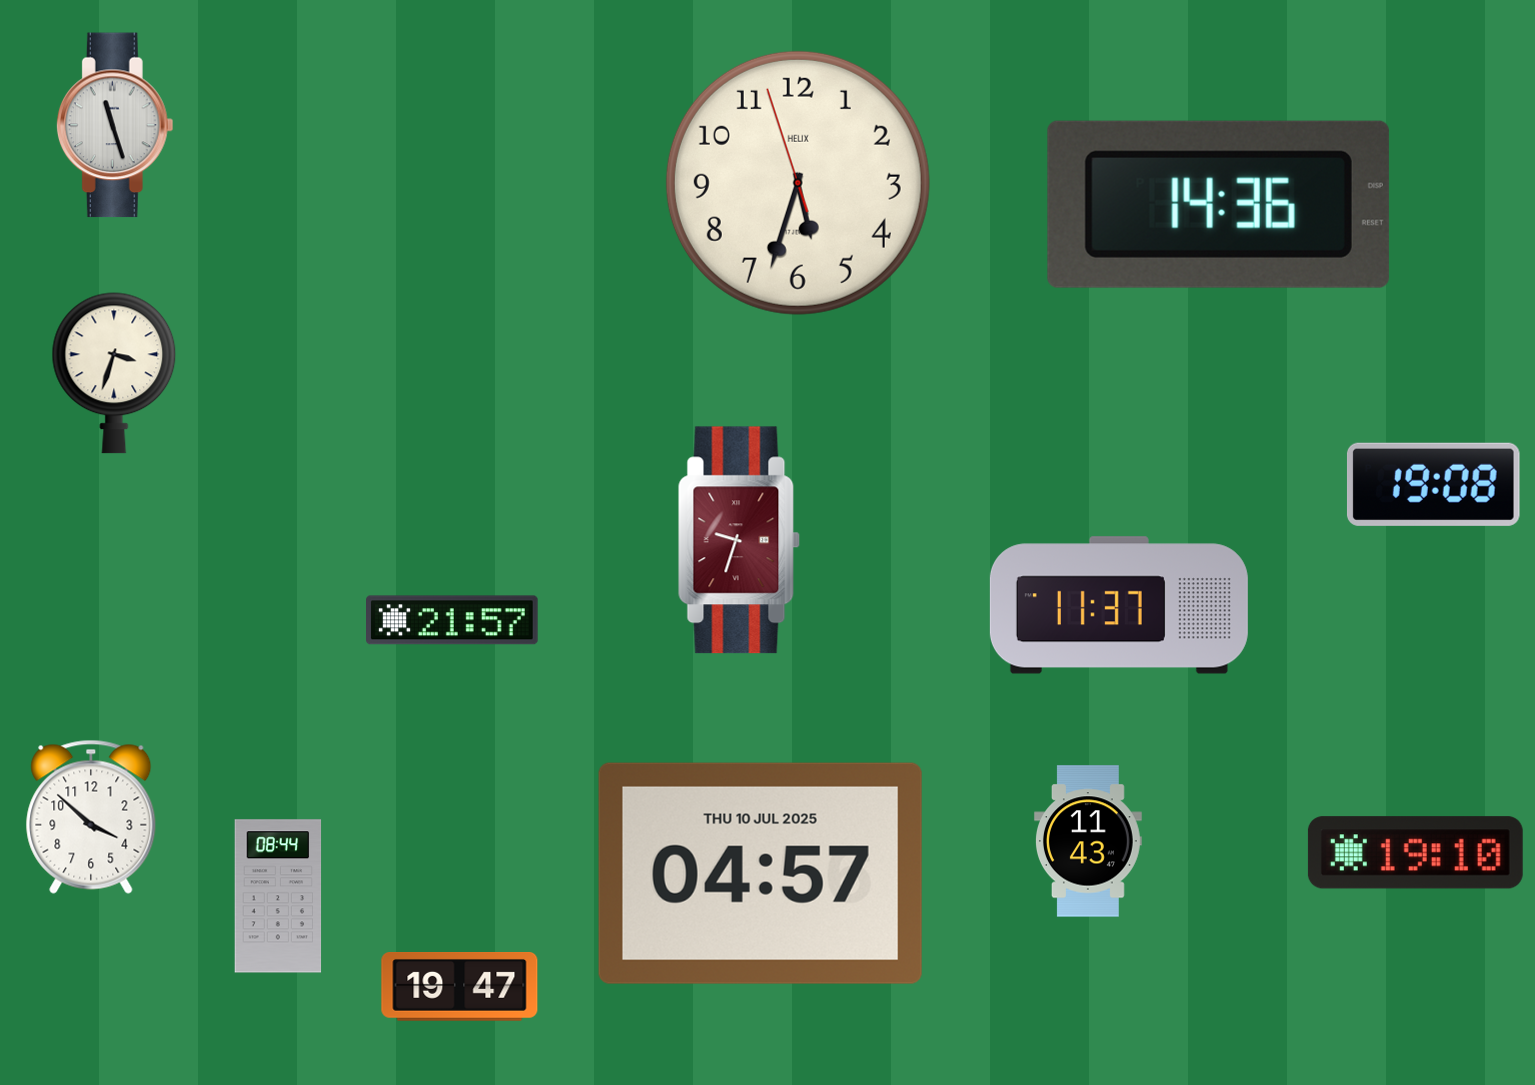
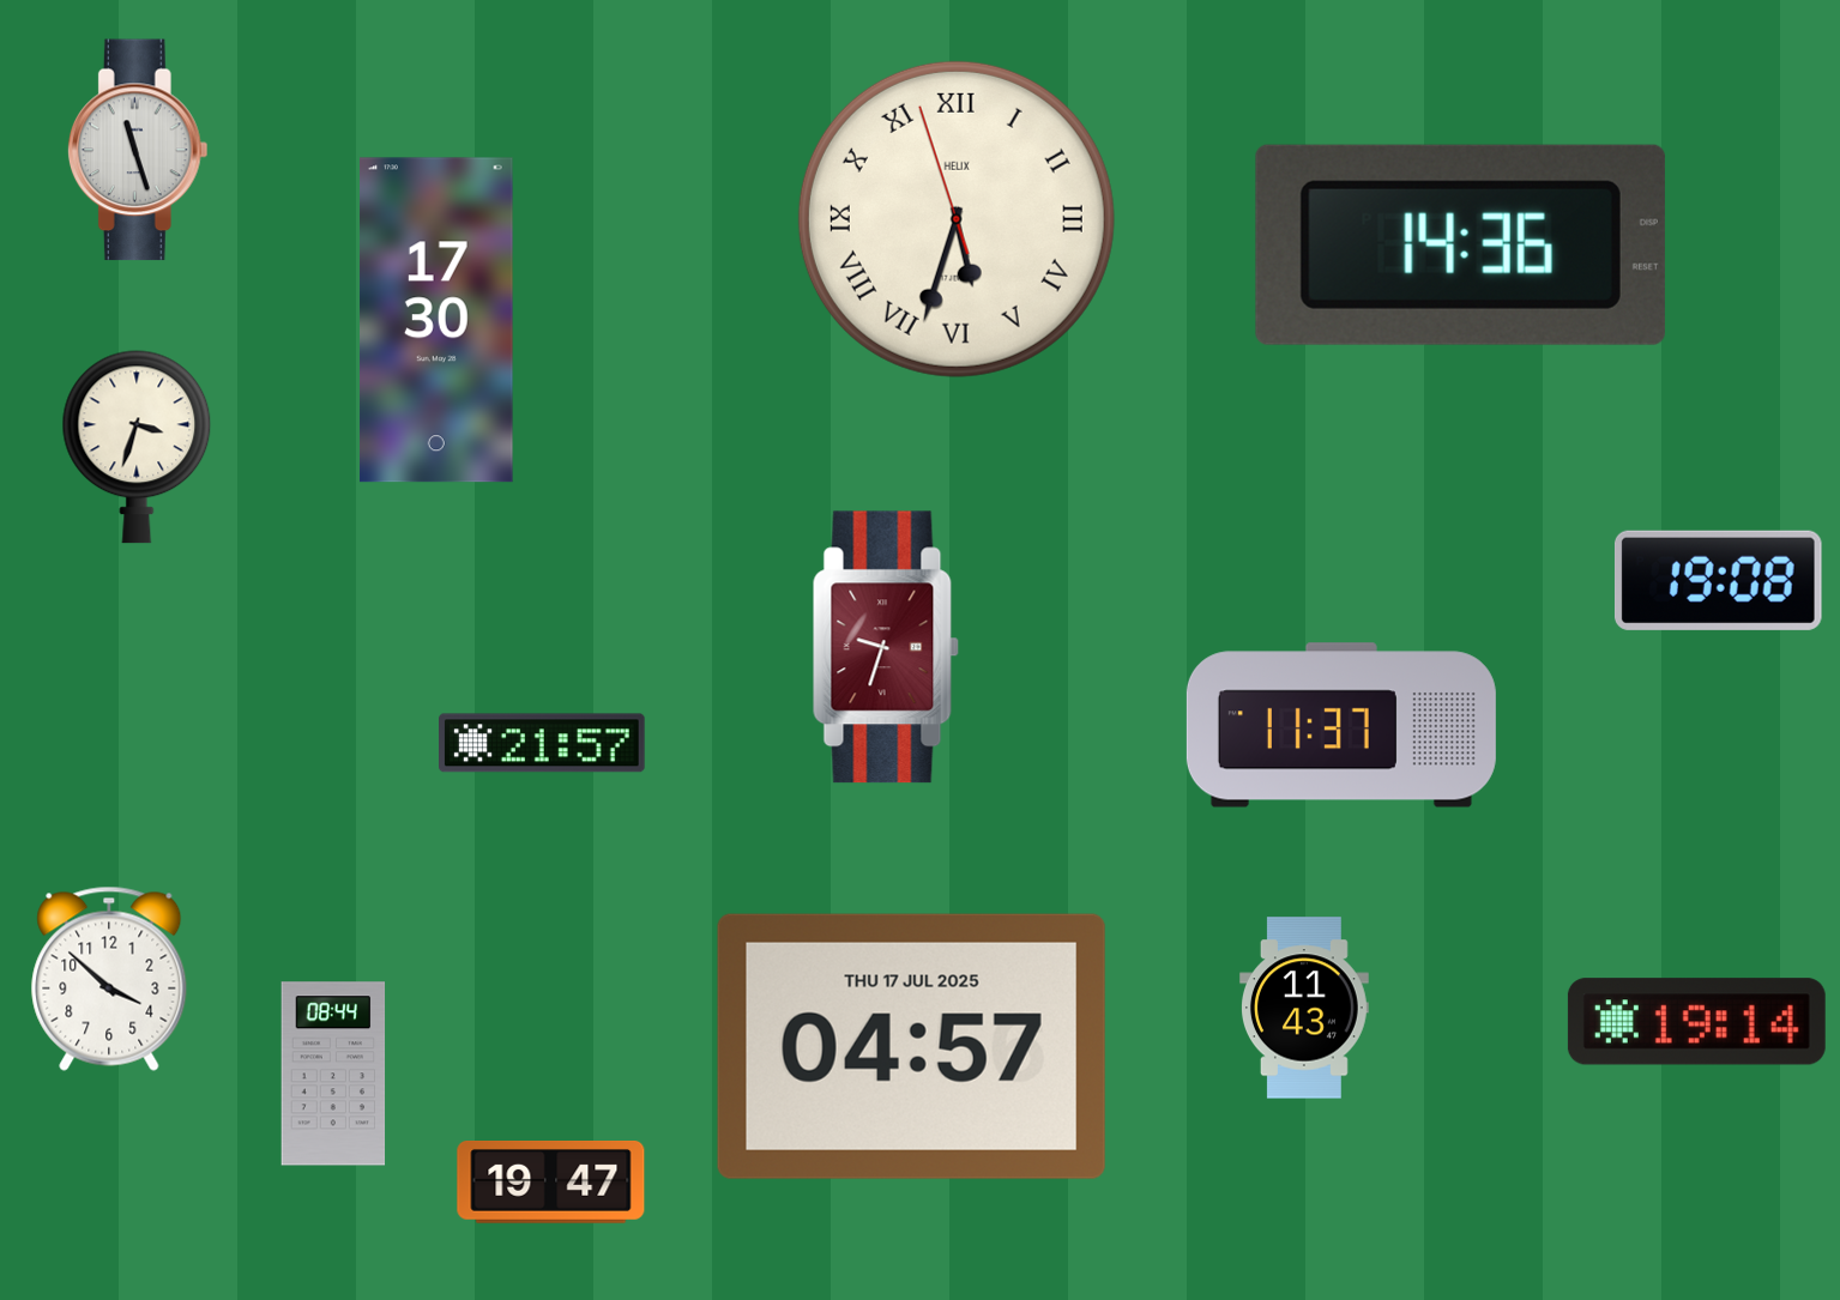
clock at (798, 183) numerals: Arabic -> Roman
clock at (436, 320): none -> 17:30
clock at (1415, 853): 19:10 -> 19:14
clock at (760, 873) date: THU 10 JUL 2025 -> THU 17 JUL 2025
